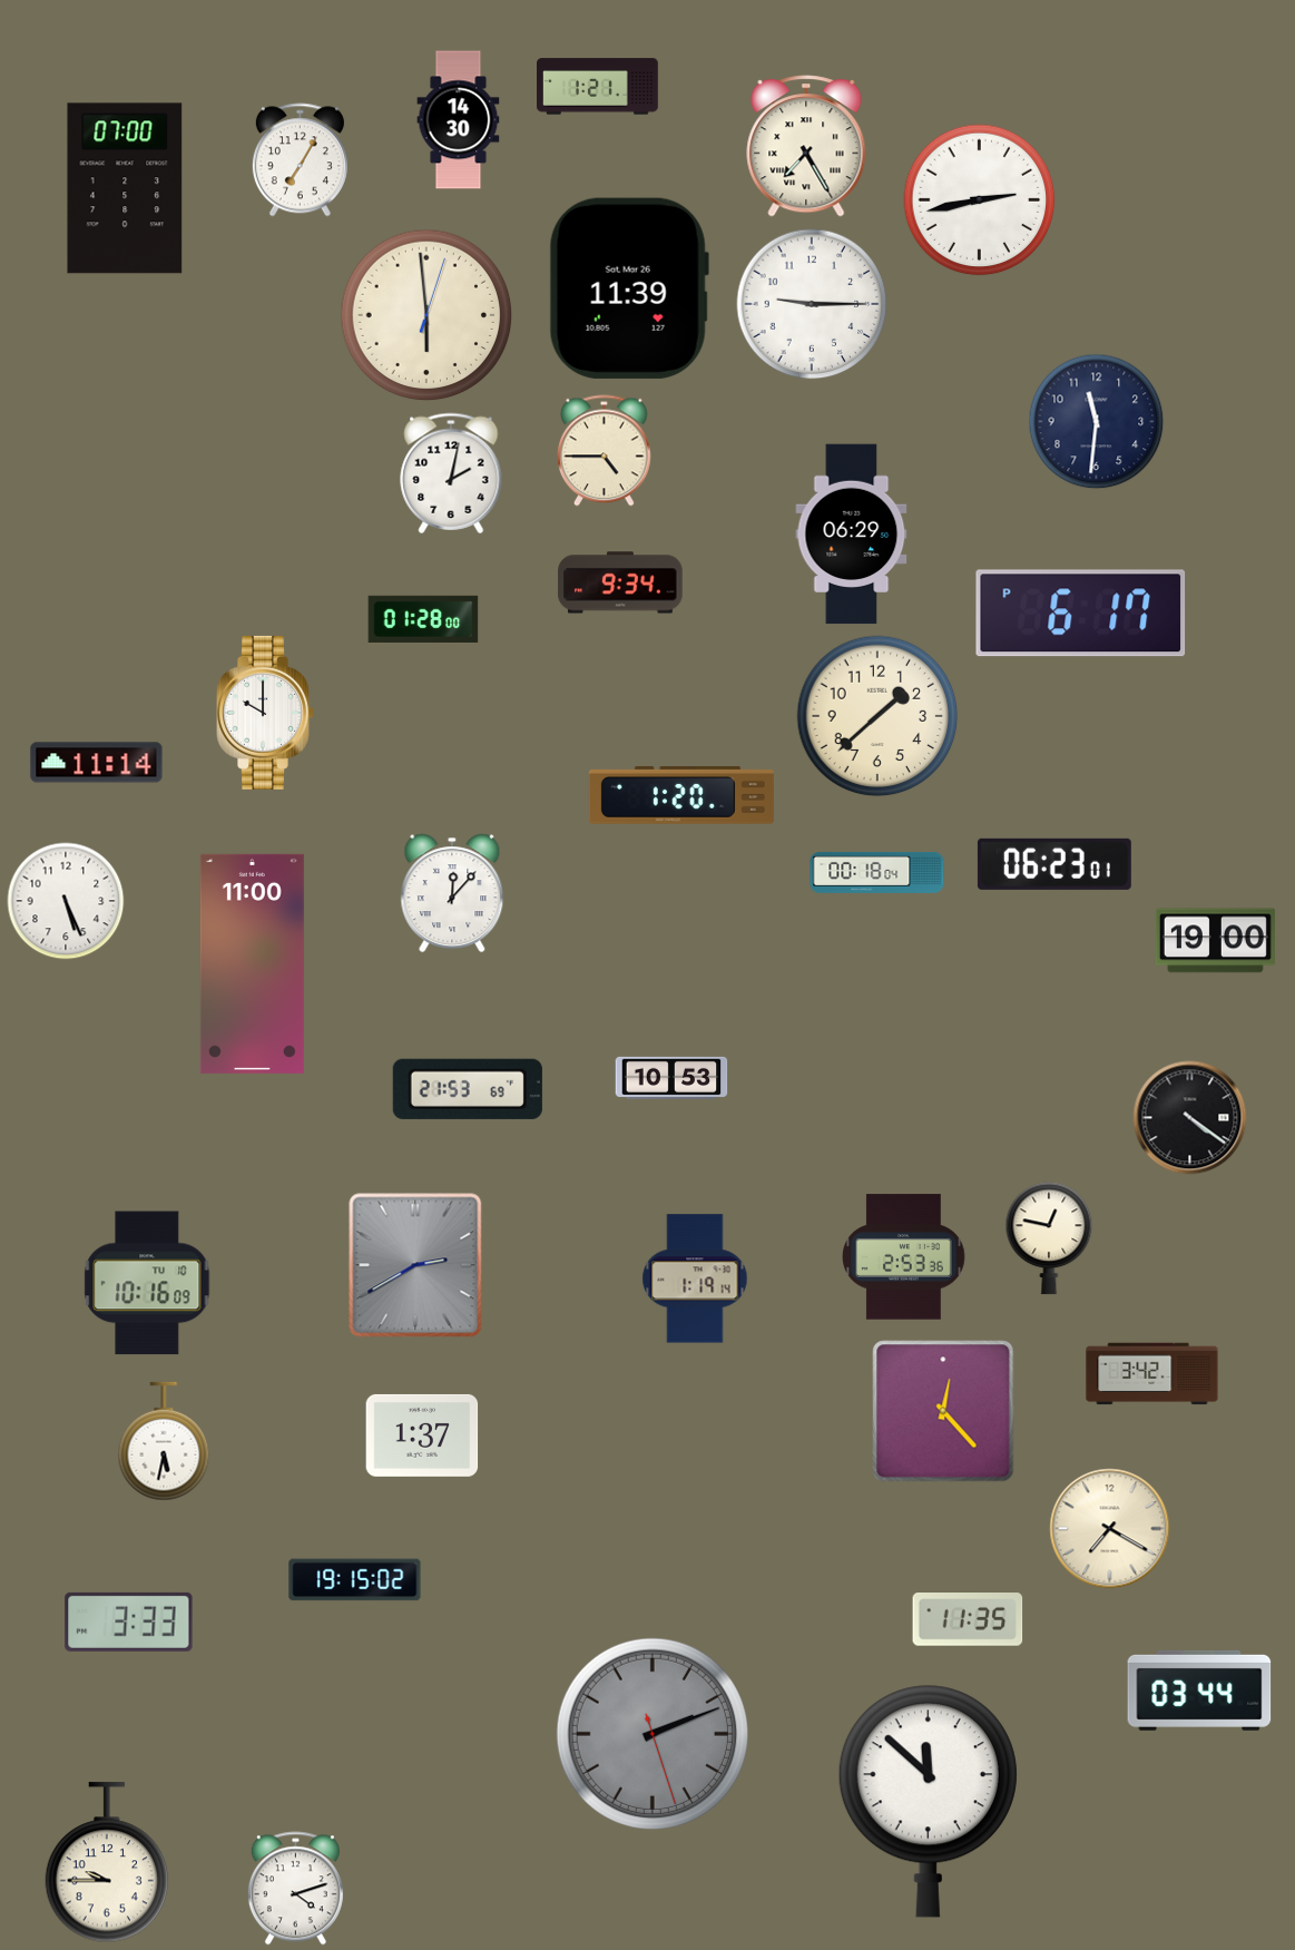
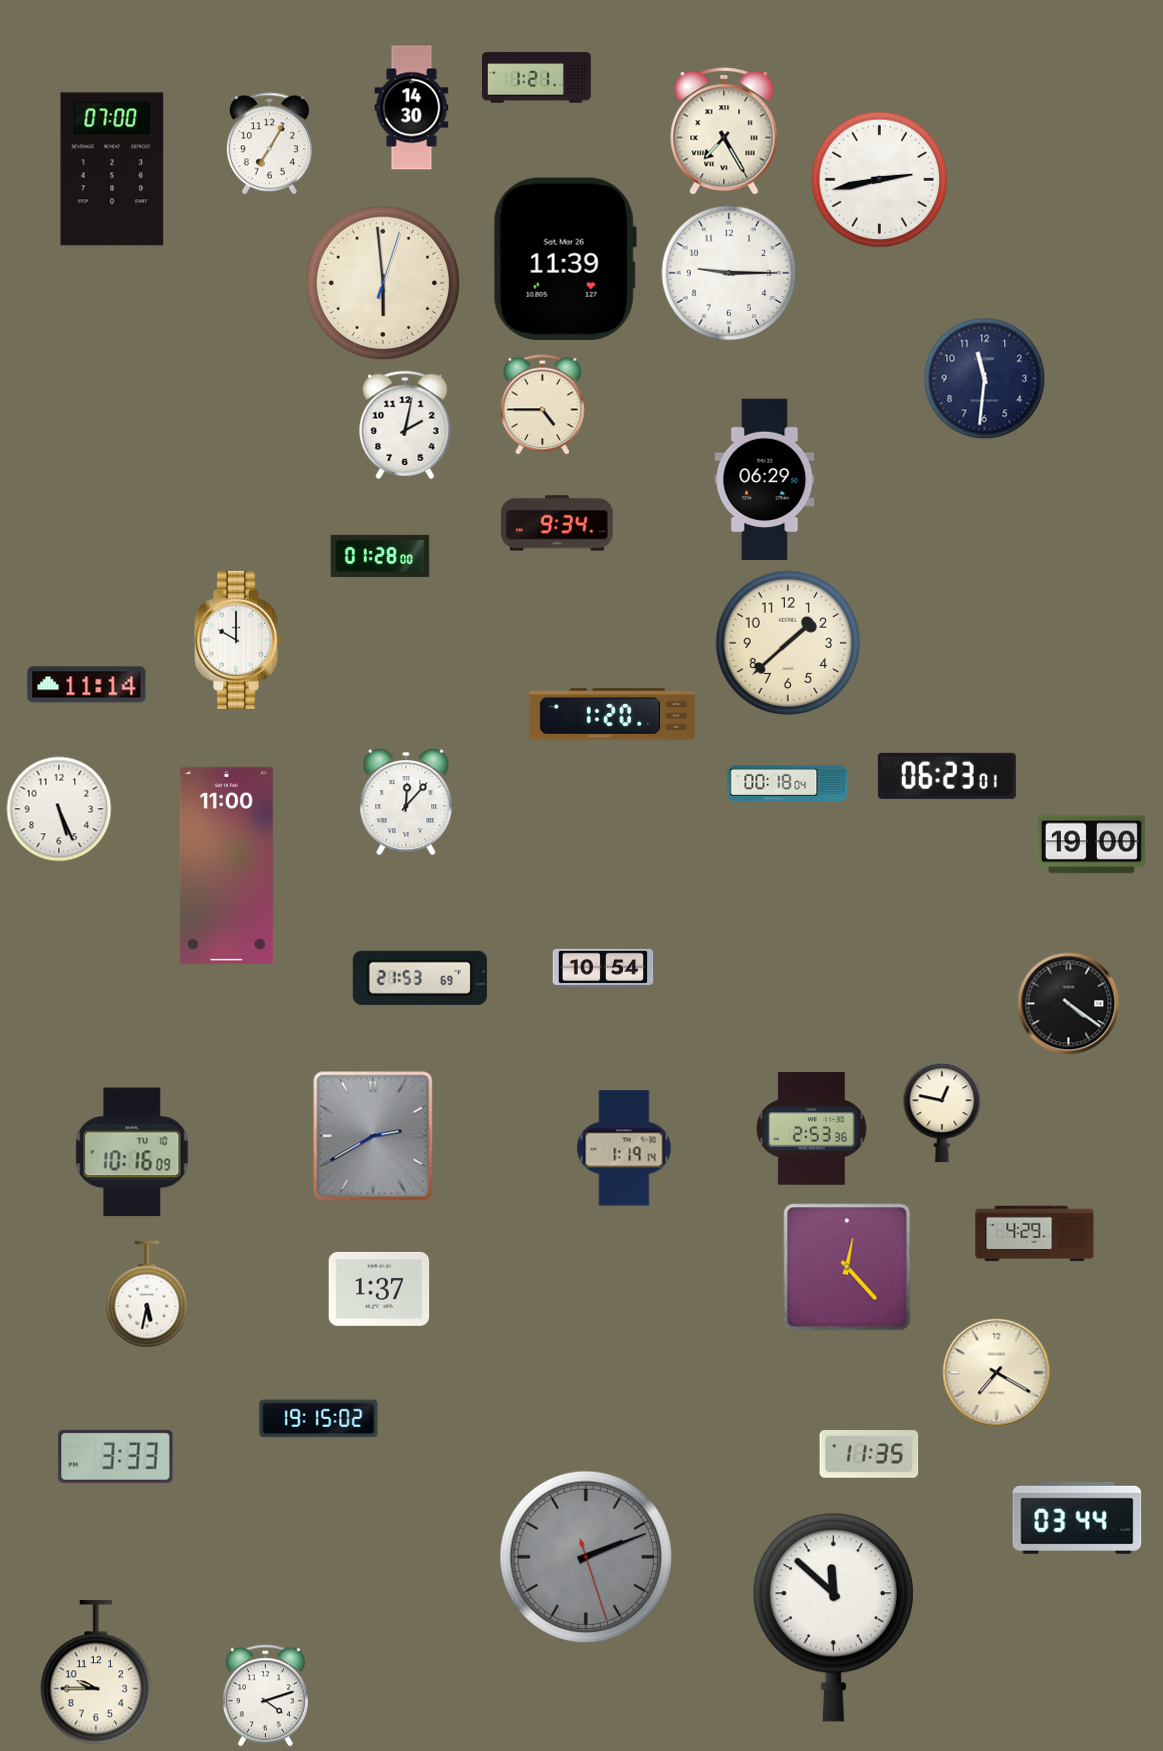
clock at (1081, 614): 6:17 -> none
clock at (671, 1078): 10:53 -> 10:54
clock at (1152, 1374): 3:42 -> 4:29
